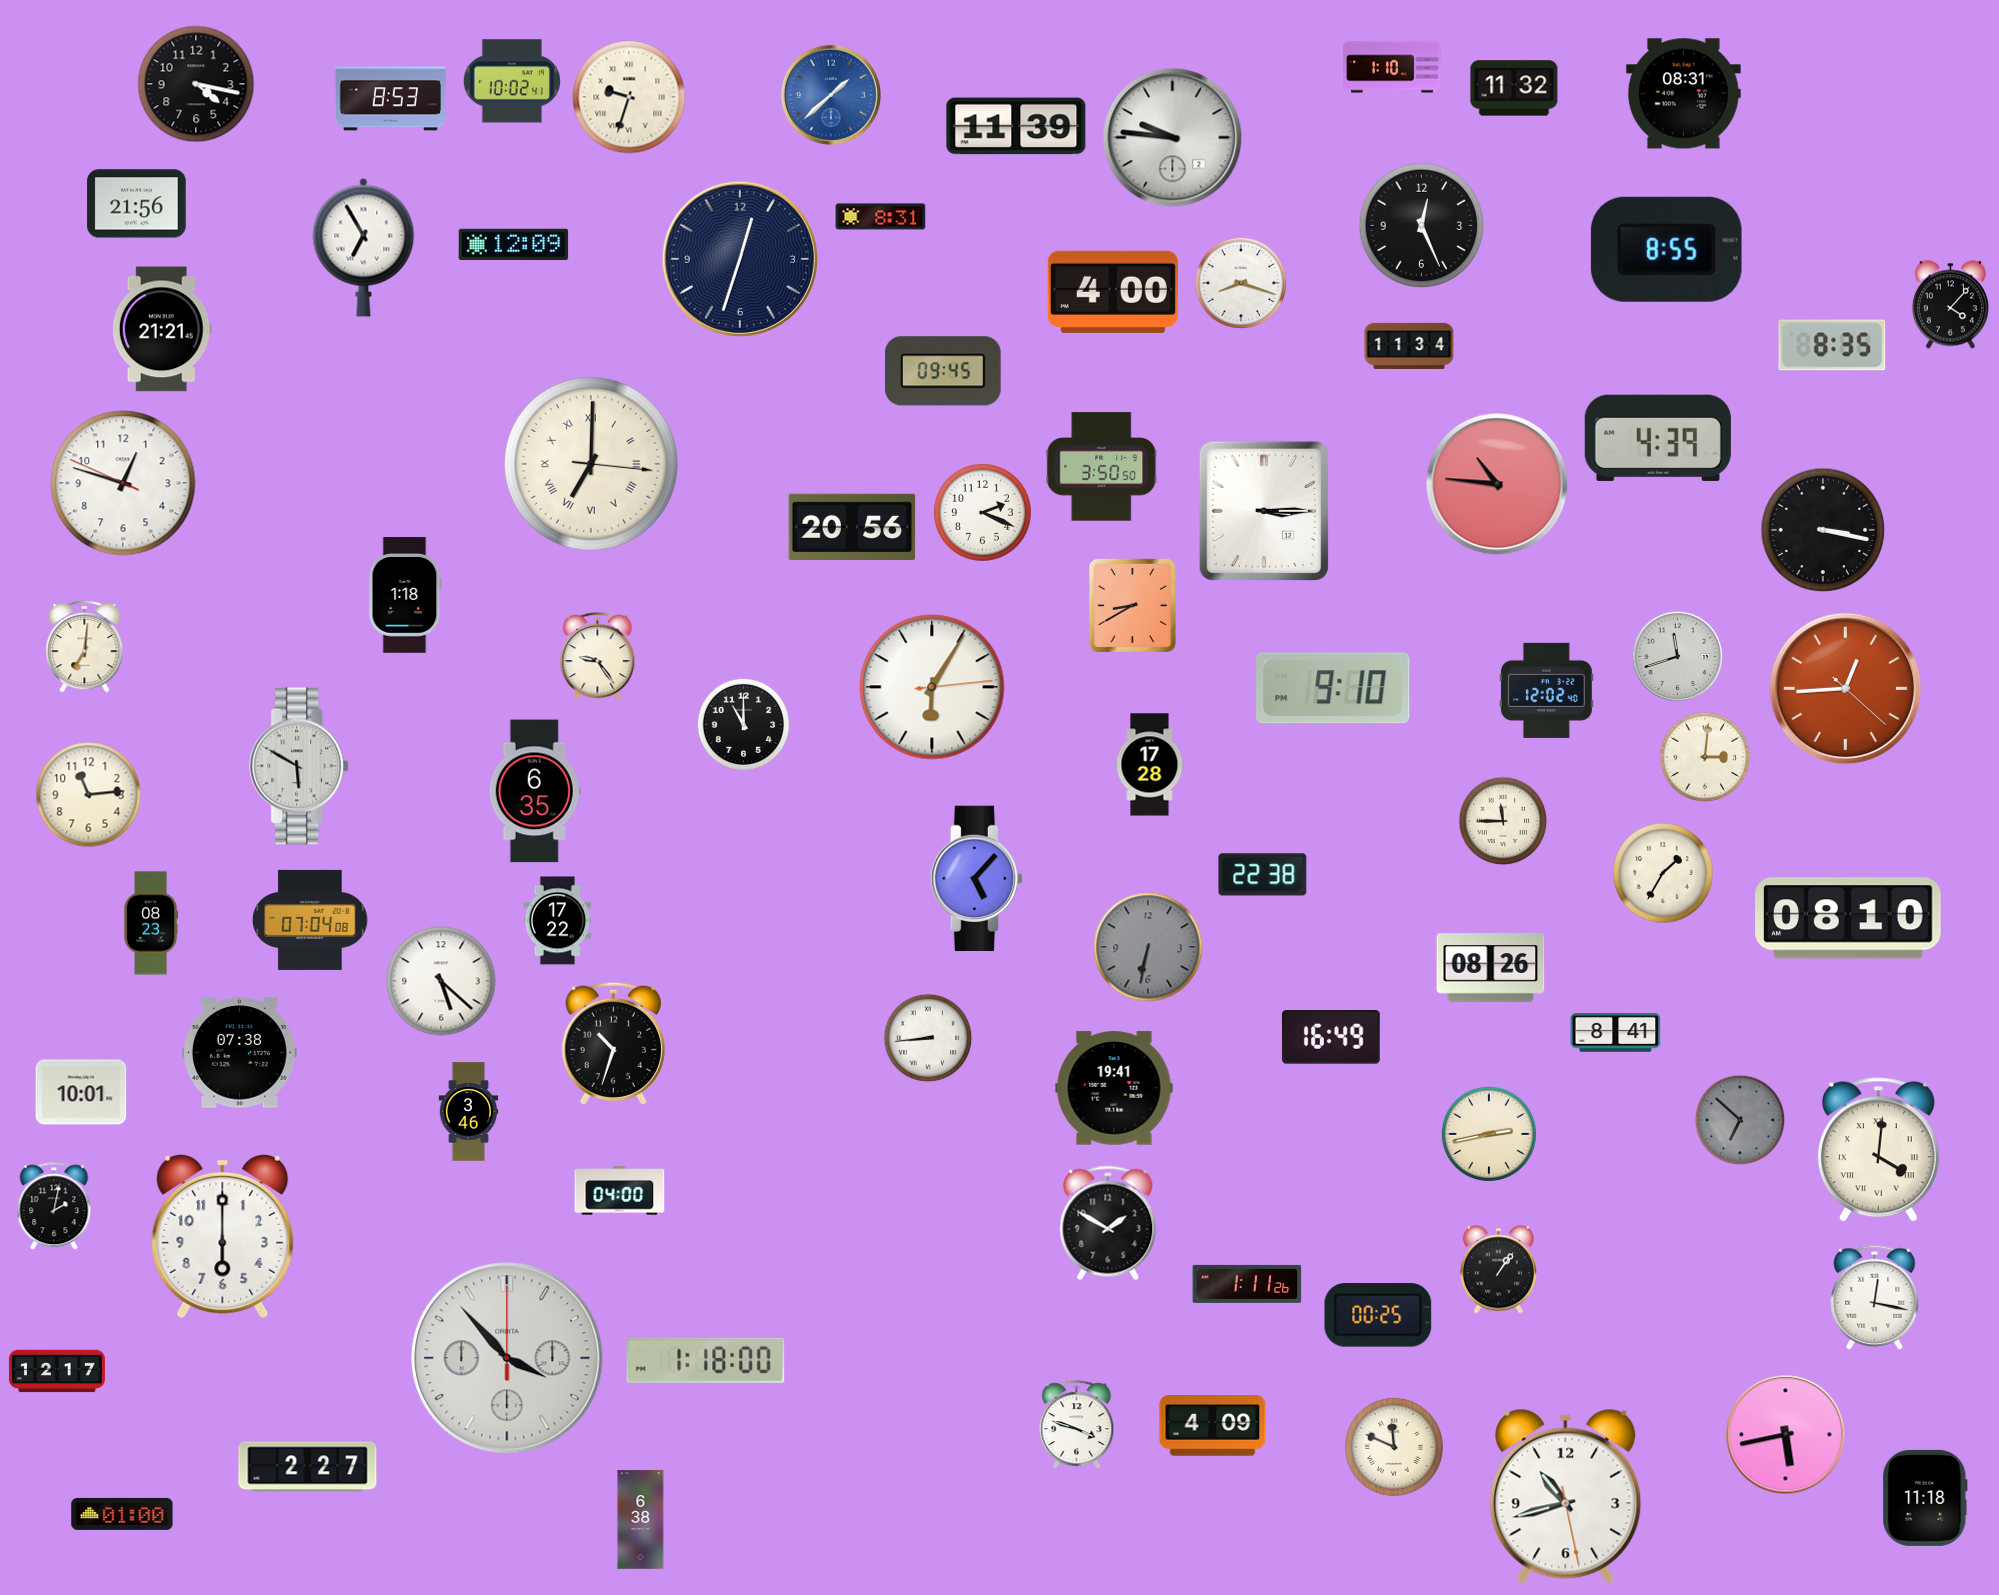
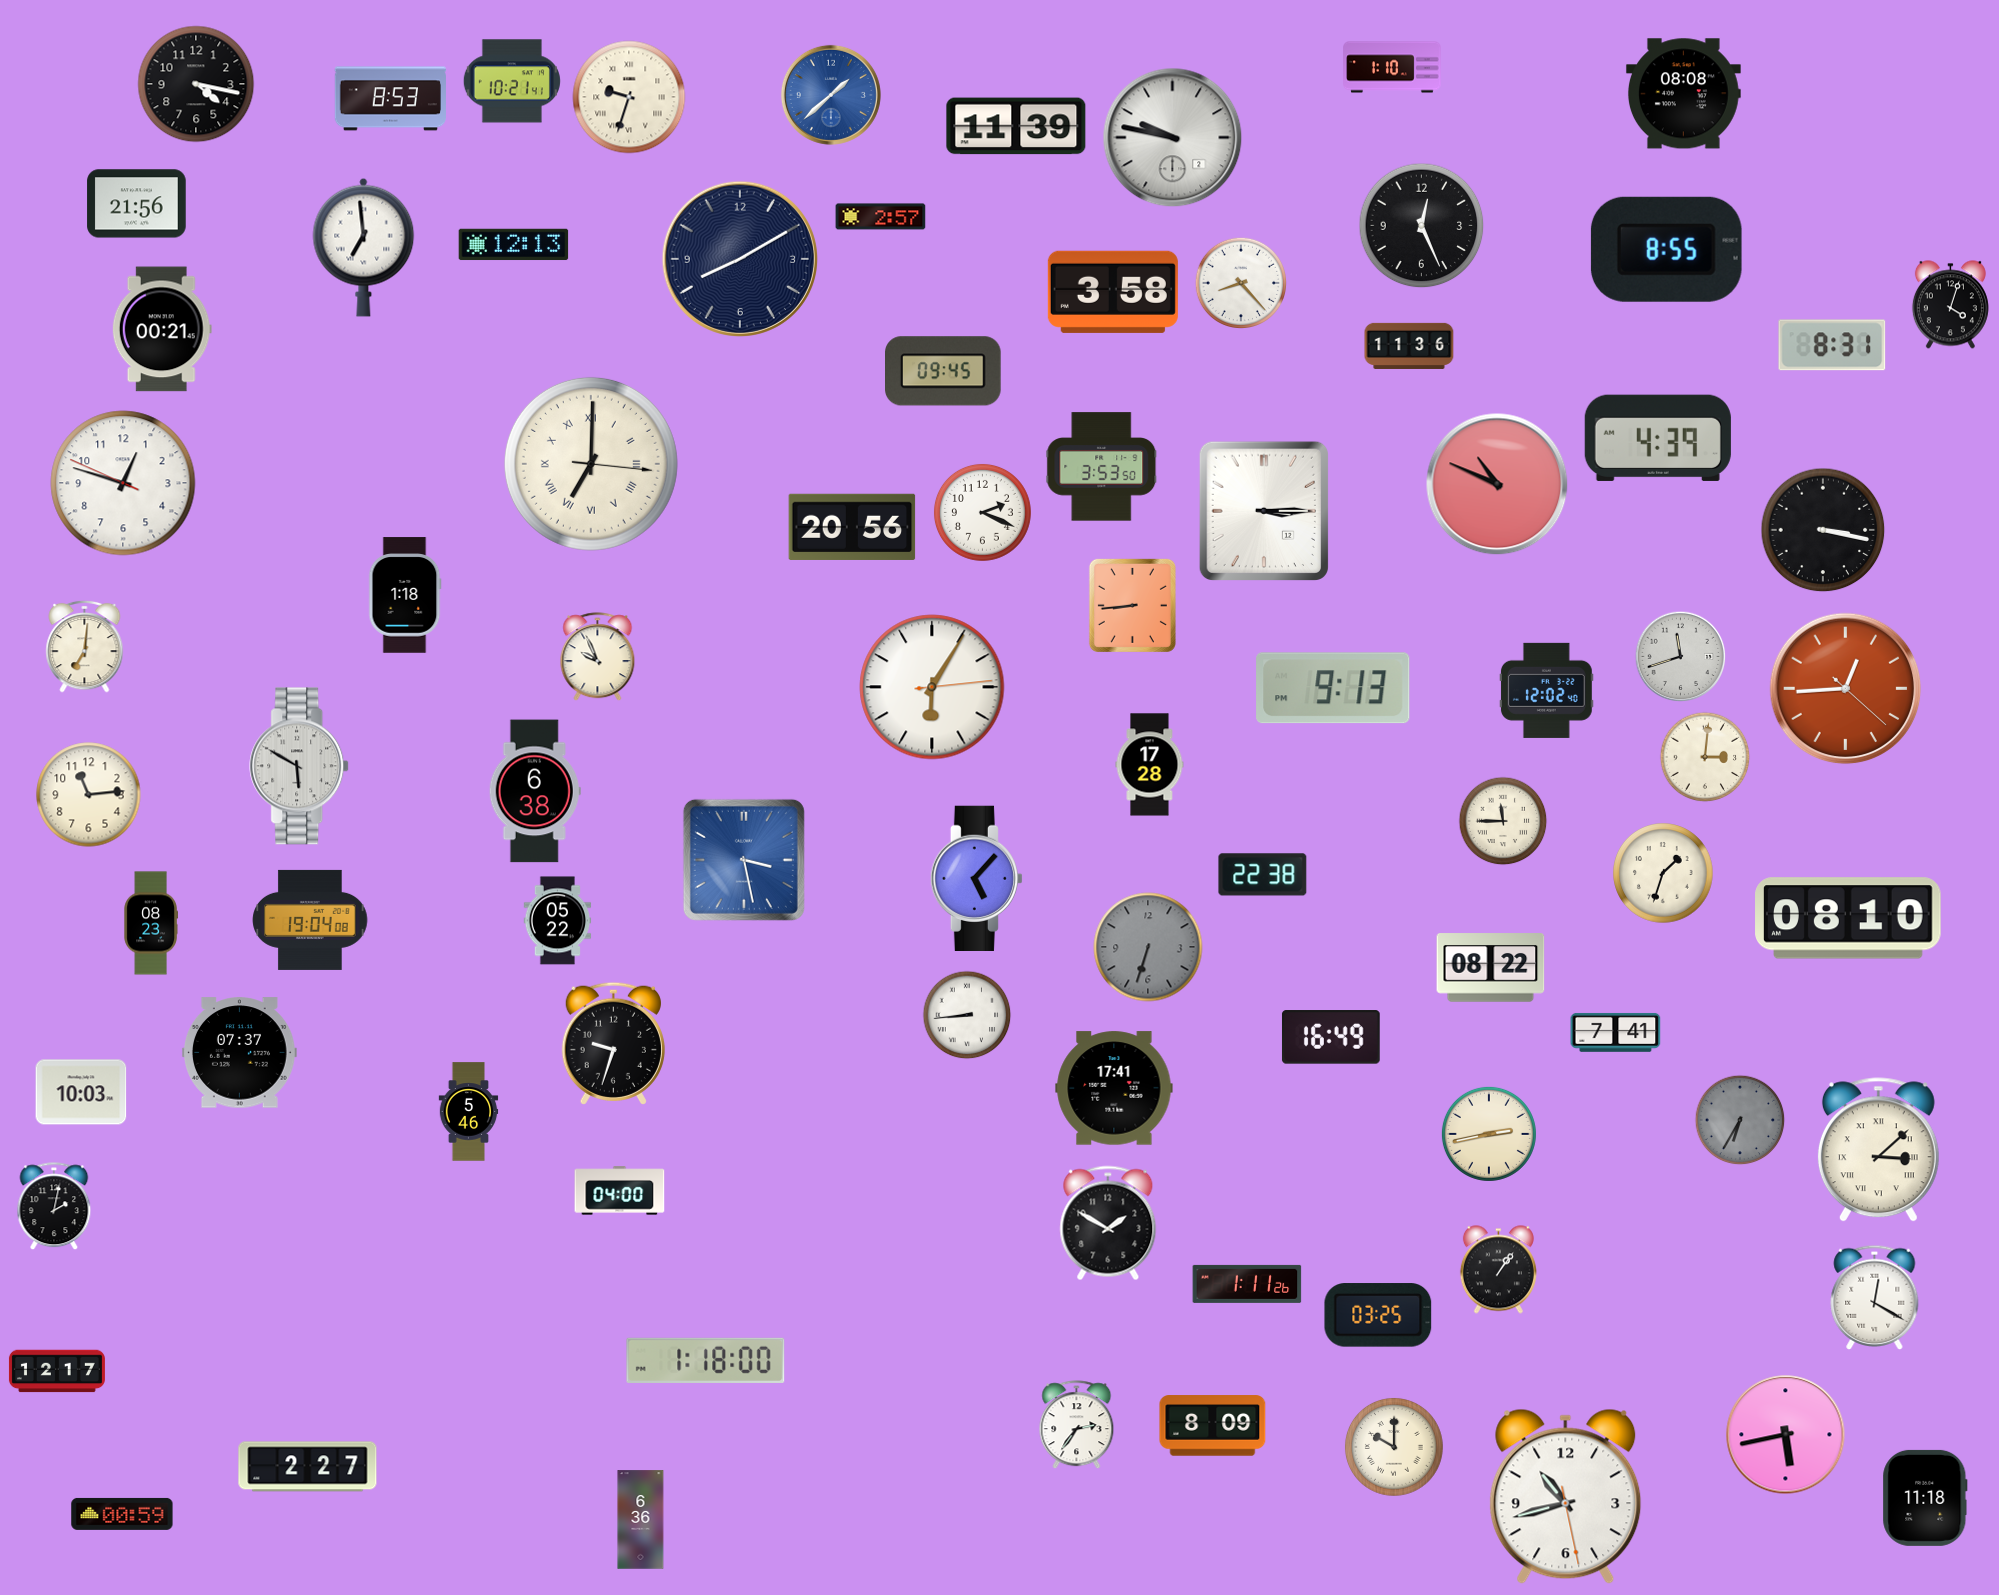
clock at (512, 81): 10:02 -> 10:21
clock at (1514, 88): 11:32 -> none
clock at (1683, 94): 08:31 -> 08:08
clock at (1173, 138): 9:46 -> 9:47
clock at (881, 217): 8:31 -> 2:57
clock at (514, 245): 12:09 -> 12:13
clock at (364, 247): 6:55 -> 6:59
clock at (740, 259): 12:33 -> 8:10
clock at (1240, 282): 8:18 -> 8:23
clock at (1113, 292): 4:00 -> 3:58
clock at (1950, 305): 4:07 -> 4:03
clock at (162, 329): 21:21 -> 00:21
clock at (1832, 345): 8:35 -> 8:31
clock at (1409, 346): 11:34 -> 11:36
clock at (1102, 467): 3:50 -> 3:53
clock at (1497, 484): 10:46 -> 10:49
clock at (1132, 605): 8:40 -> 8:44
clock at (598, 657): 9:24 -> 9:56
clock at (1678, 657) position: (1678, 657) -> (1681, 657)
clock at (1333, 688): 9:10 -> 9:13
clock at (743, 724): 11:00 -> none
clock at (535, 791): 6:35 -> 6:38
clock at (744, 860): none -> 3:28
clock at (1663, 873): 1:35 -> 1:33
clock at (310, 920): 07:04 -> 19:04
clock at (558, 921): 17:22 -> 05:22
clock at (1148, 947): 6:32 -> 6:33
clock at (1491, 968): 08:26 -> 08:22
clock at (441, 981): 5:22 -> none
clock at (1616, 1032): 8:41 -> 7:41
clock at (928, 1038) position: (928, 1038) -> (967, 1015)
clock at (613, 1043): 10:33 -> 9:33
clock at (239, 1053): 07:38 -> 07:37
clock at (1114, 1088): 19:41 -> 17:41
clock at (81, 1092): 10:01 -> 10:03
clock at (469, 1112): 3:46 -> 5:46
clock at (1740, 1120): 6:52 -> 6:35
clock at (1878, 1150): 4:01 -> 3:08
clock at (223, 1236): 6:00 -> none
clock at (1875, 1297): 12:17 -> 12:20
clock at (1378, 1315): 00:25 -> 03:25
clock at (507, 1358): 3:53 -> none
clock at (1077, 1425): 3:48 -> 2:36
clock at (1213, 1426): 4:09 -> 8:09
clock at (1394, 1447): 11:49 -> 10:00
clock at (122, 1514): 01:00 -> 00:59
clock at (641, 1520): 6:38 -> 6:36
